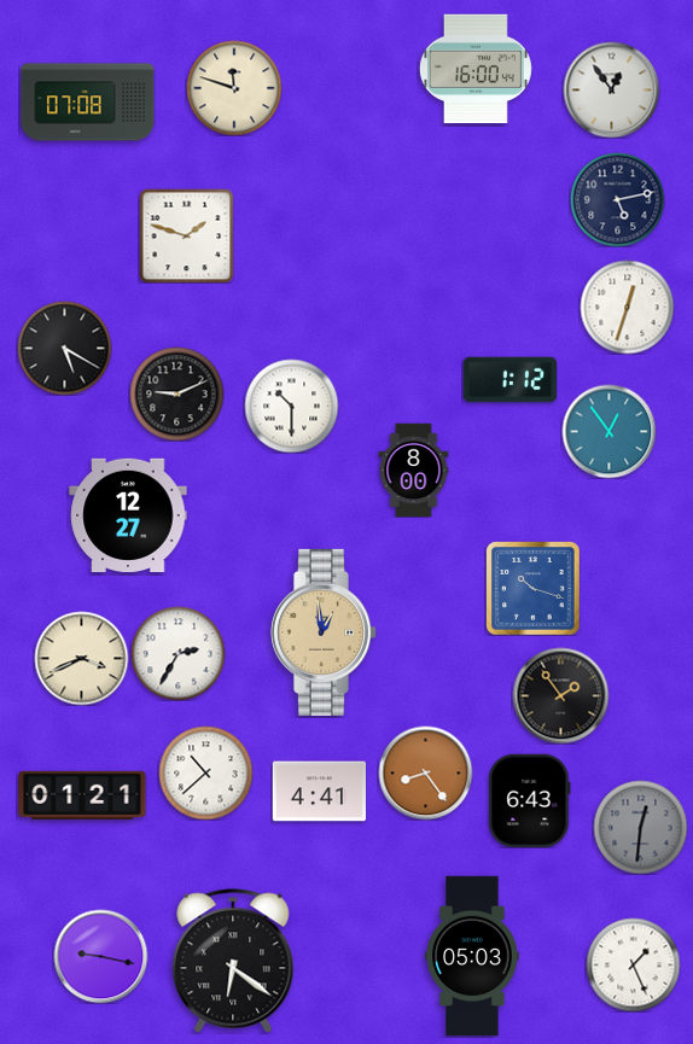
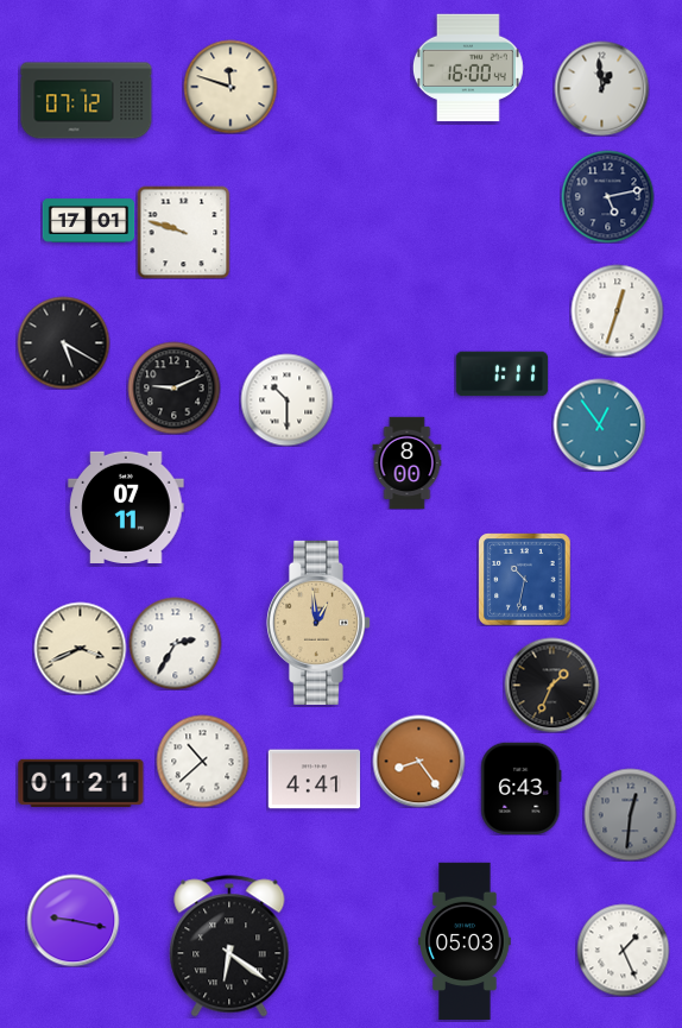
clock at (611, 89): 12:54 -> 12:59
clock at (88, 103): 07:08 -> 07:12
clock at (88, 221): none -> 17:01
clock at (186, 235): 1:48 -> 9:48
clock at (627, 307) position: (627, 307) -> (617, 310)
clock at (509, 380): 1:12 -> 1:11
clock at (128, 514): 12:27 -> 07:11
clock at (532, 588): 10:18 -> 10:32
clock at (560, 695): 1:54 -> 1:34
clock at (100, 956) position: (100, 956) -> (72, 920)
